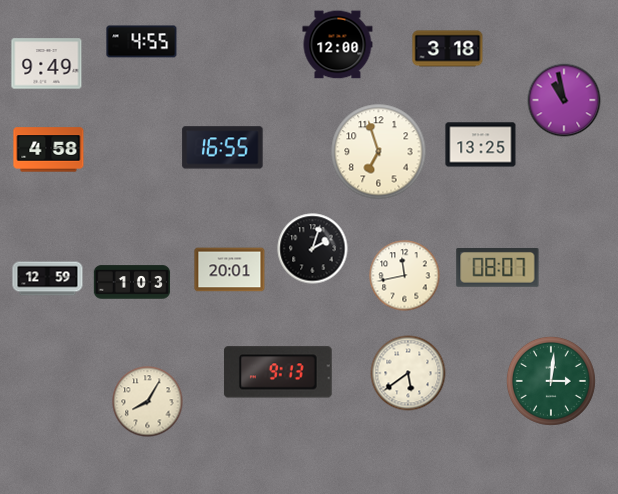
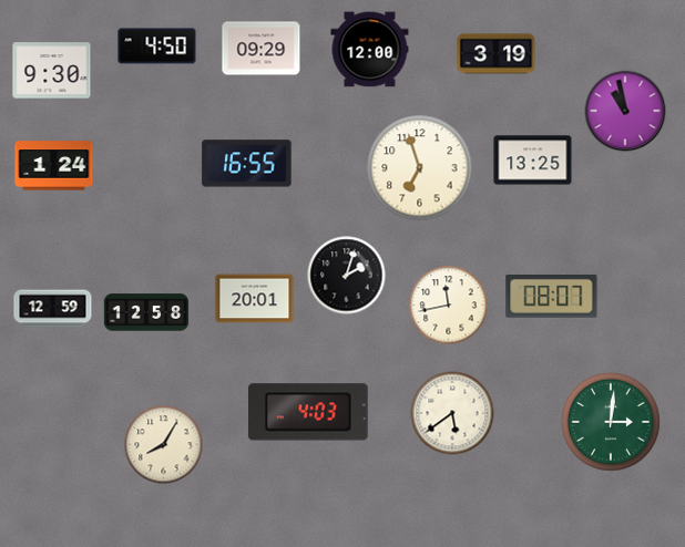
clock at (142, 42): 4:55 -> 4:50
clock at (262, 49): none -> 09:29
clock at (338, 45) position: (338, 45) -> (370, 50)
clock at (448, 49): 3:18 -> 3:19
clock at (47, 64): 9:49 -> 9:30
clock at (49, 150): 4:58 -> 1:24
clock at (132, 282): 1:03 -> 12:58
clock at (278, 372): 9:13 -> 4:03
